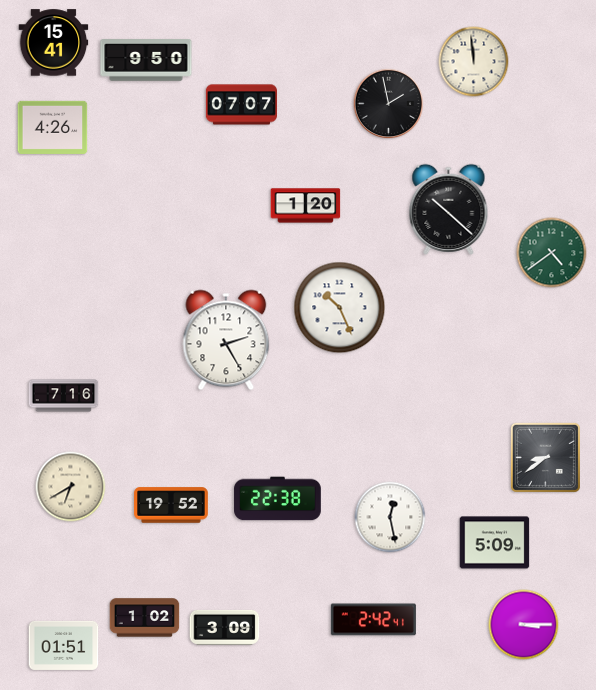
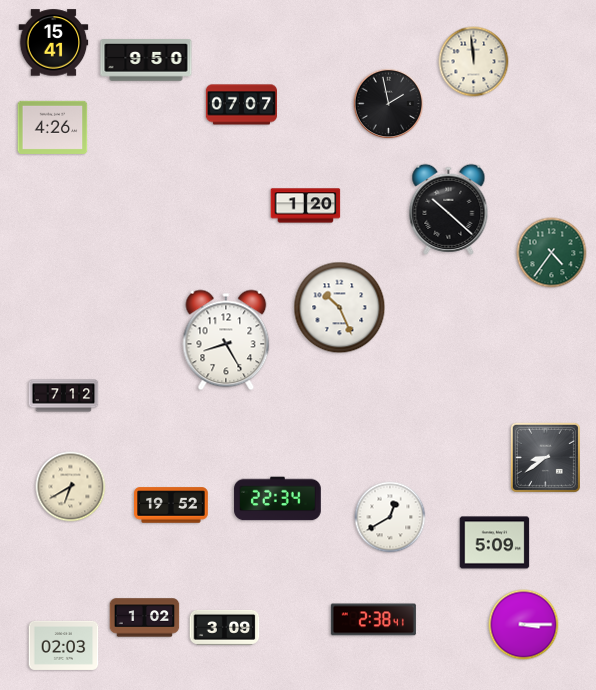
clock at (552, 253): 4:39 -> 4:36
clock at (226, 340): 2:25 -> 8:25
clock at (64, 396): 7:16 -> 7:12
clock at (278, 499): 22:38 -> 22:34
clock at (390, 517): 12:28 -> 12:40
clock at (373, 620): 2:42 -> 2:38
clock at (64, 645): 01:51 -> 02:03
